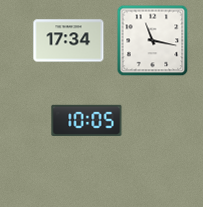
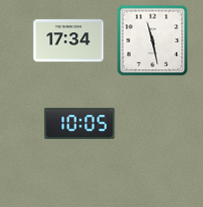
clock at (153, 41): 11:17 -> 11:28
clock at (87, 120) position: (87, 120) -> (80, 123)
